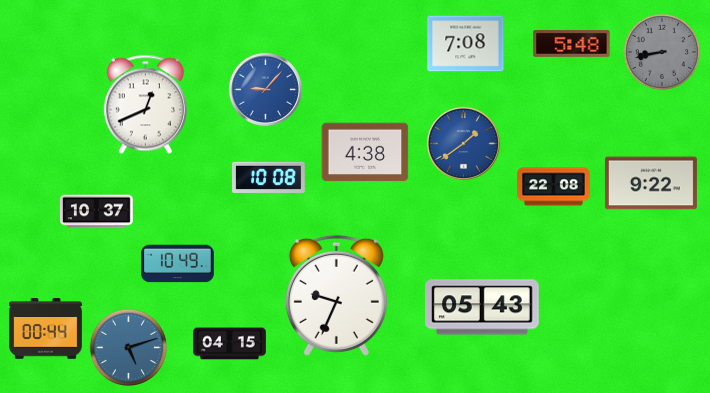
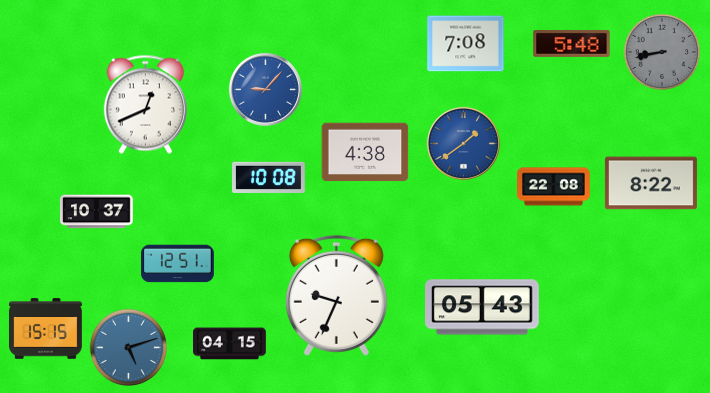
clock at (651, 183): 9:22 -> 8:22
clock at (178, 264): 10:49 -> 12:51
clock at (46, 329): 00:44 -> 15:15
